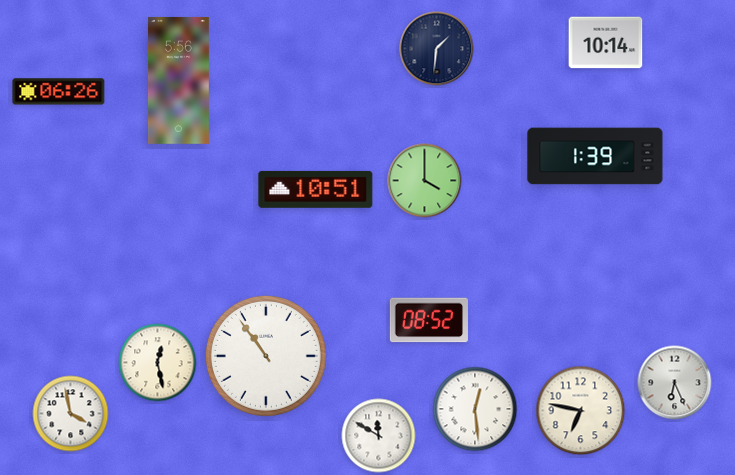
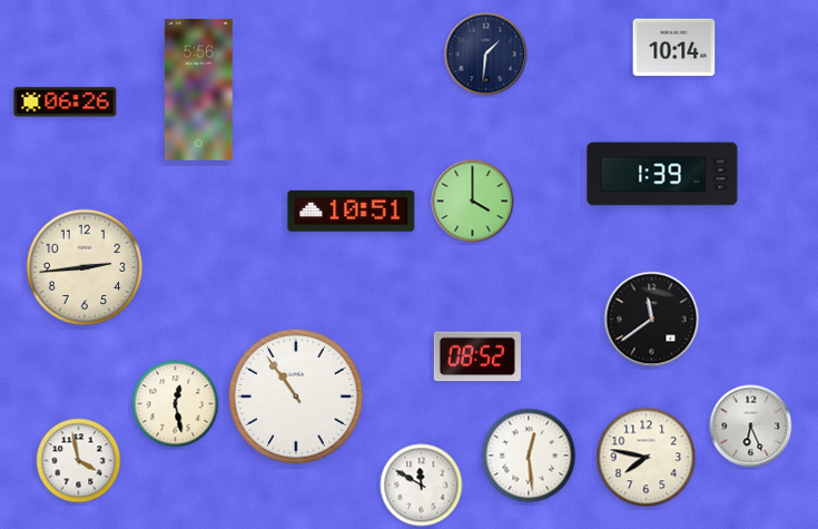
clock at (85, 267): none -> 2:44
clock at (652, 320): none -> 11:39
clock at (581, 411): 6:47 -> 7:47
